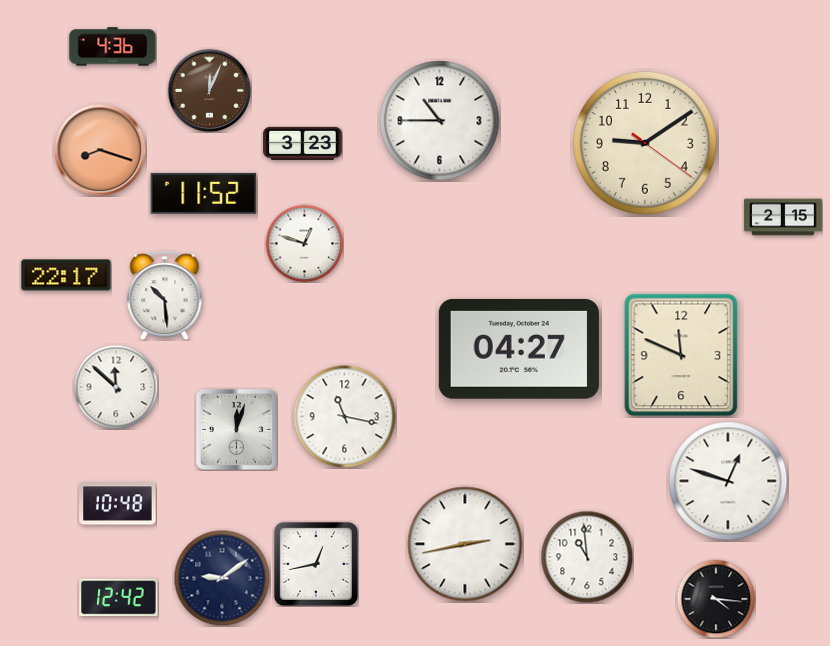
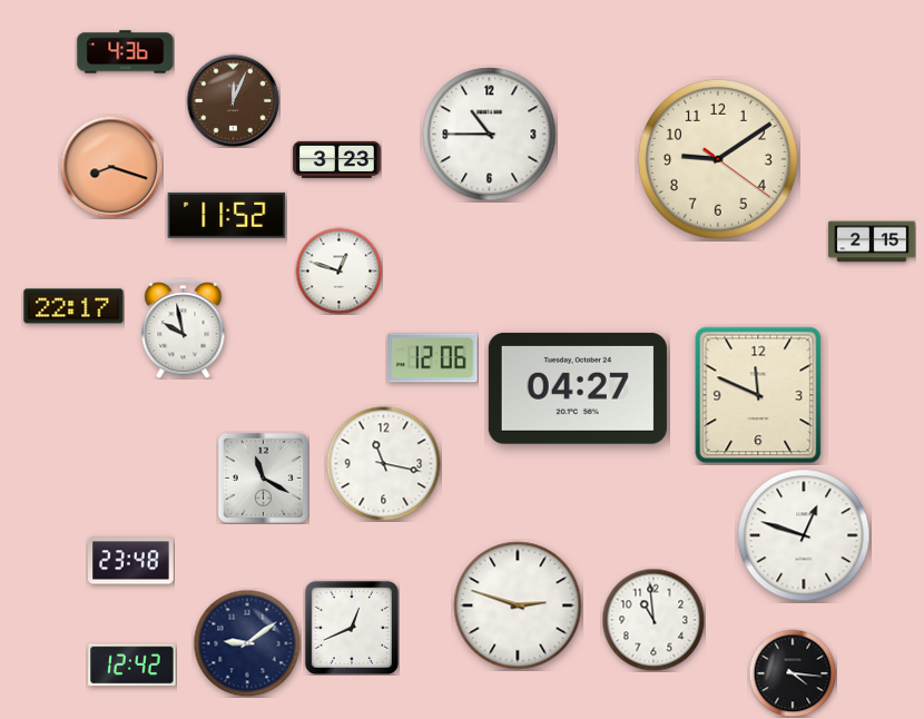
clock at (165, 296): 10:29 -> 9:58
clock at (433, 358): none -> 12:06
clock at (116, 387): 11:52 -> none
clock at (236, 429): 12:03 -> 11:20
clock at (728, 481) position: (728, 481) -> (804, 535)
clock at (118, 504): 10:48 -> 23:48
clock at (465, 544): 2:43 -> 2:48
clock at (316, 564): 12:43 -> 12:41
clock at (716, 599) position: (716, 599) -> (793, 673)
